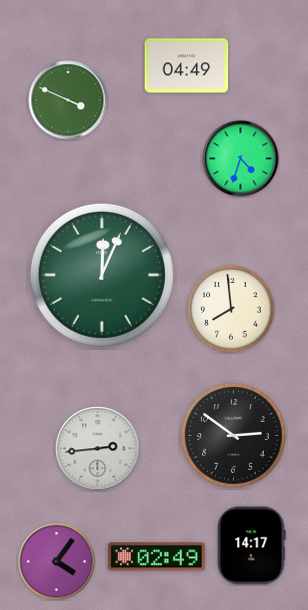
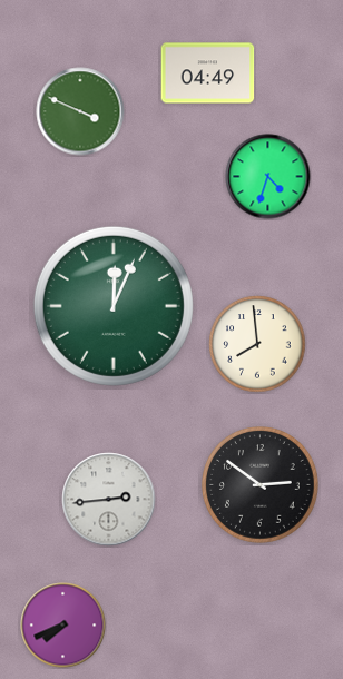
clock at (68, 100) position: (68, 100) -> (80, 111)
clock at (251, 546): 14:17 -> none
clock at (157, 557): 02:49 -> none
clock at (57, 562): 4:06 -> 7:41
